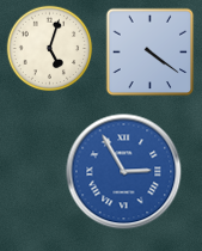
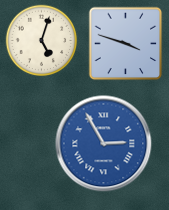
clock at (151, 53): 4:21 -> 3:48
